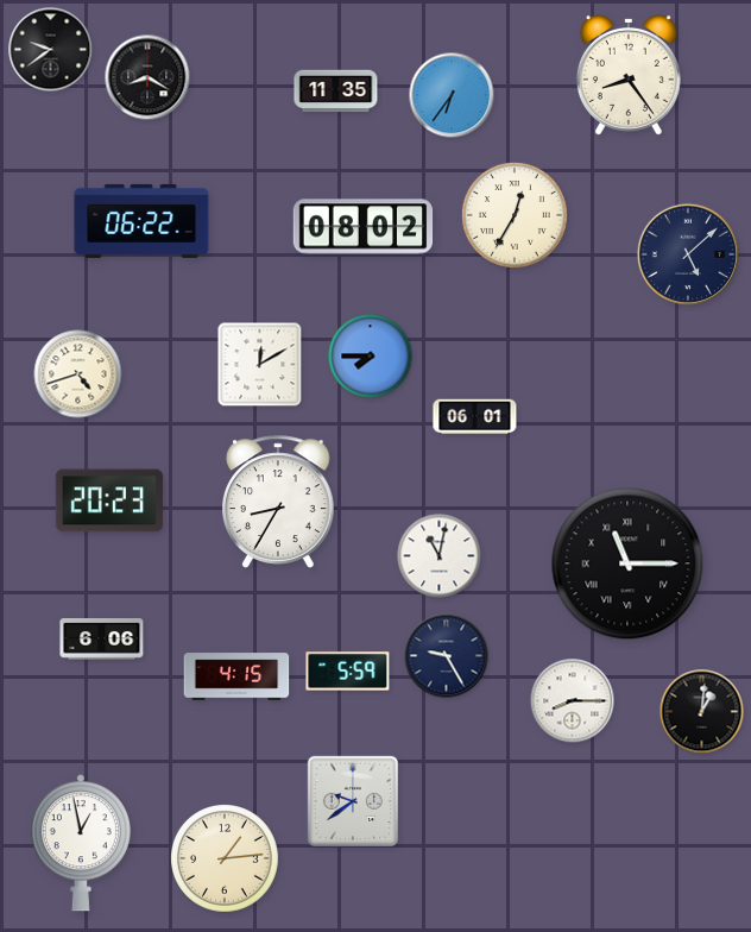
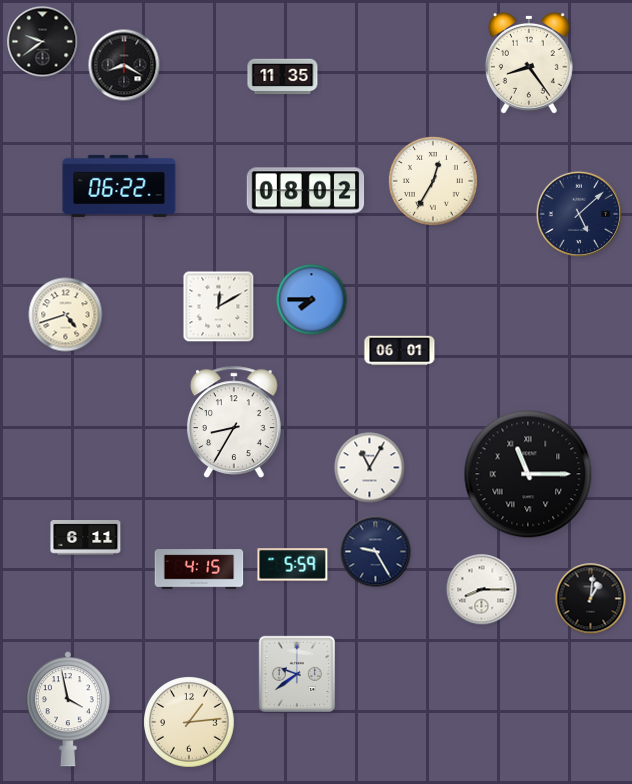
clock at (452, 95): 6:36 -> none
clock at (109, 500): 20:23 -> none
clock at (440, 556): 11:02 -> 11:05
clock at (102, 640): 6:06 -> 6:11
clock at (81, 843): 12:58 -> 3:58
